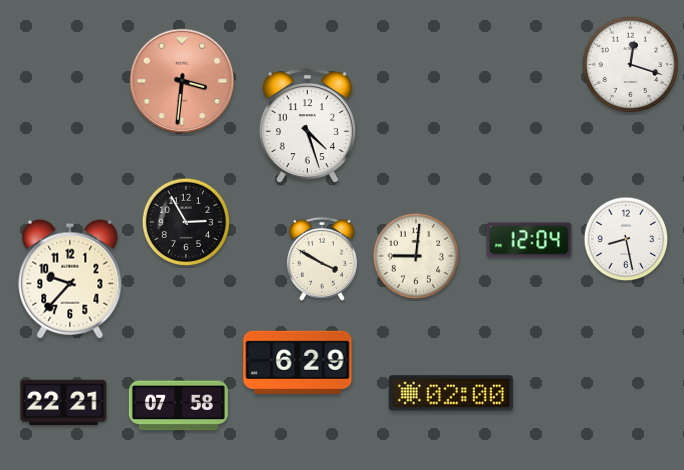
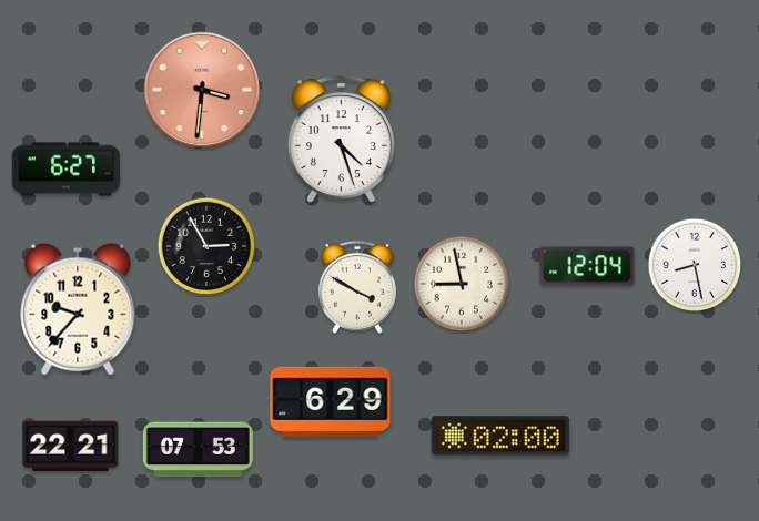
clock at (630, 64): 12:18 -> none
clock at (65, 170): none -> 6:27
clock at (416, 256): 9:01 -> 8:58
clock at (178, 406): 07:58 -> 07:53
